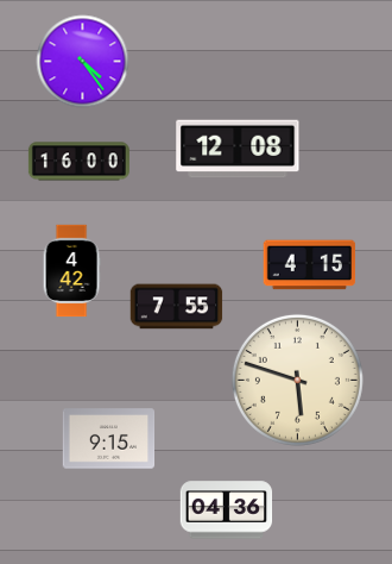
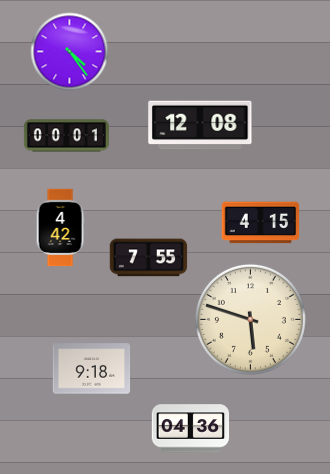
clock at (78, 162): 16:00 -> 00:01
clock at (108, 439): 9:15 -> 9:18
